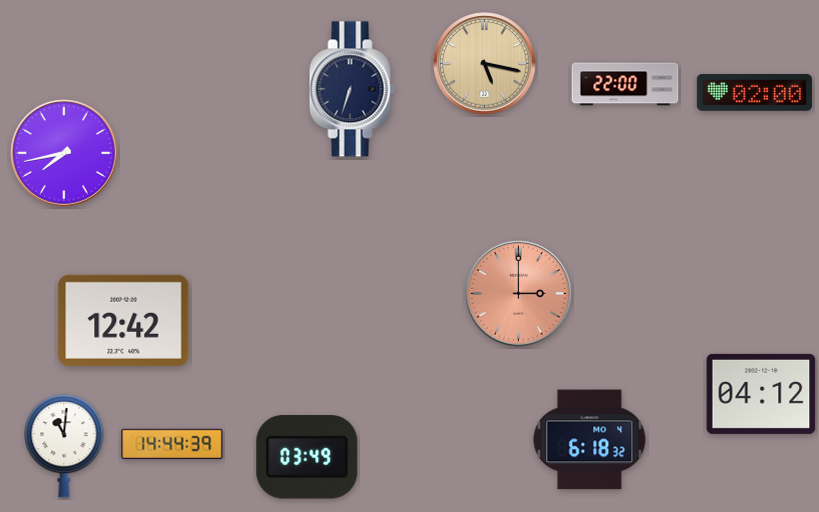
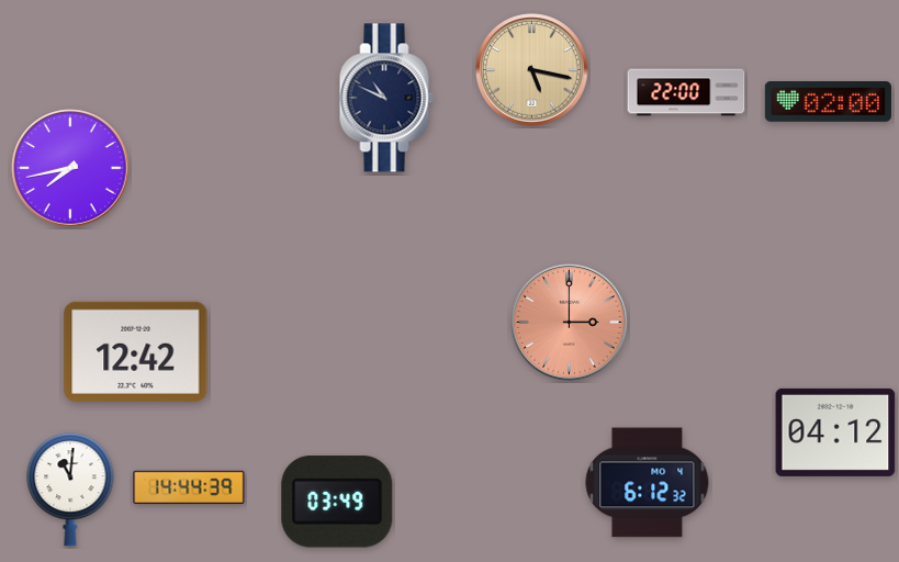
clock at (352, 89): 6:33 -> 10:49
clock at (590, 440): 6:18 -> 6:12
